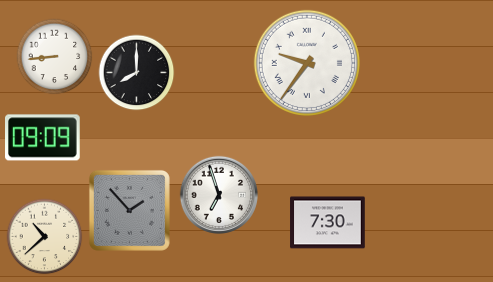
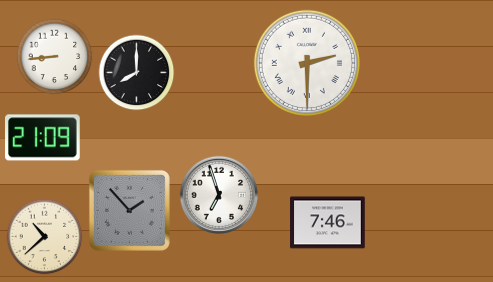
clock at (307, 63): 9:36 -> 2:30
clock at (43, 138): 09:09 -> 21:09
clock at (328, 223): 7:30 -> 7:46
